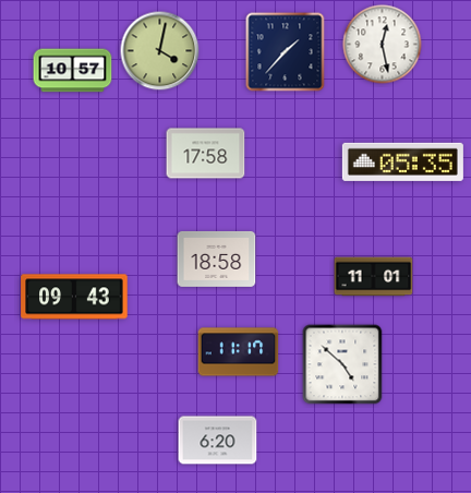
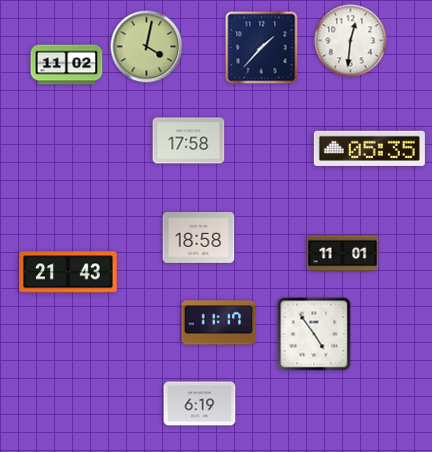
clock at (383, 45): 12:28 -> 12:31
clock at (73, 71): 10:57 -> 11:02
clock at (74, 297): 09:43 -> 21:43
clock at (342, 364): 4:52 -> 4:54
clock at (218, 441): 6:20 -> 6:19
